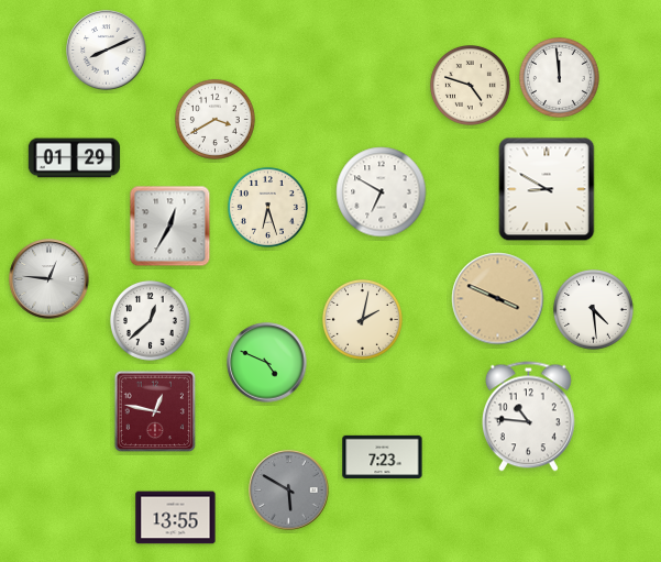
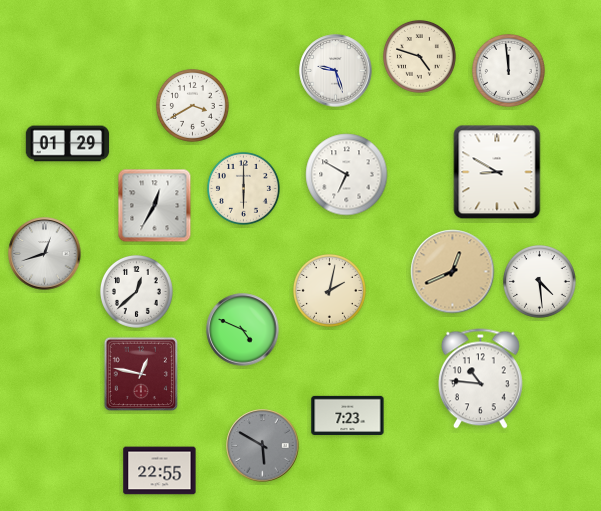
clock at (107, 51): 8:11 -> none
clock at (336, 71): none -> 9:27
clock at (471, 86) position: (471, 86) -> (420, 57)
clock at (216, 120) position: (216, 120) -> (193, 106)
clock at (268, 208): 6:27 -> 6:00
clock at (49, 279): 12:46 -> 12:42
clock at (498, 299): 3:49 -> 12:41
clock at (176, 518): 13:55 -> 22:55
